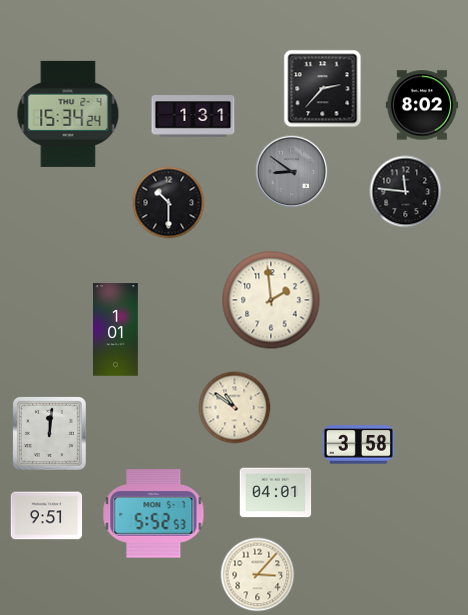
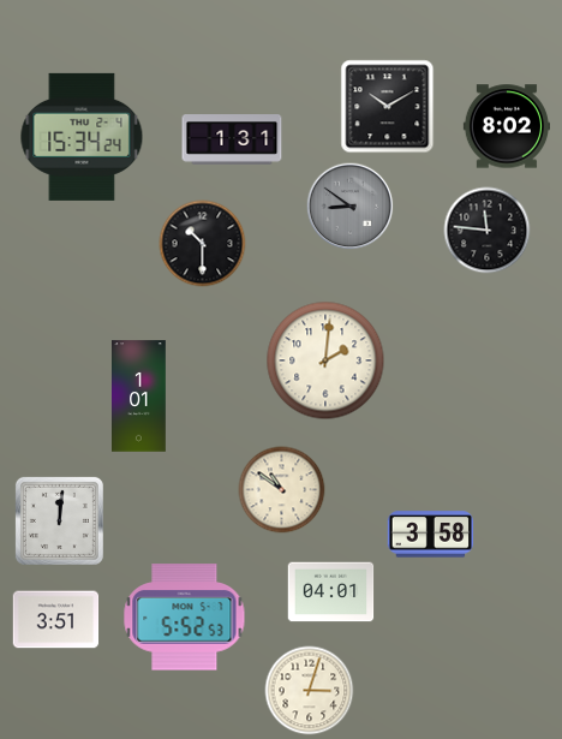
clock at (323, 89): 2:37 -> 10:10
clock at (271, 300): 1:59 -> 2:01
clock at (47, 516): 9:51 -> 3:51
clock at (258, 575): 3:07 -> 3:03
